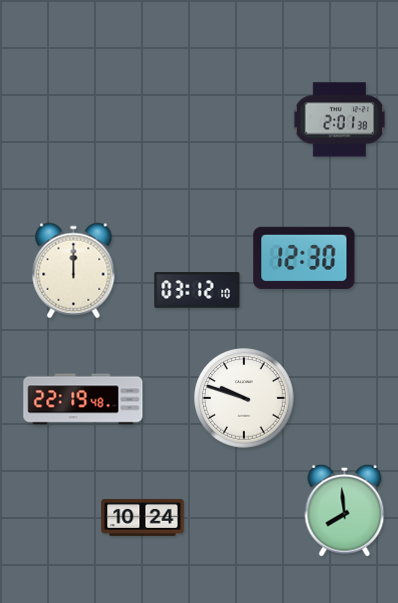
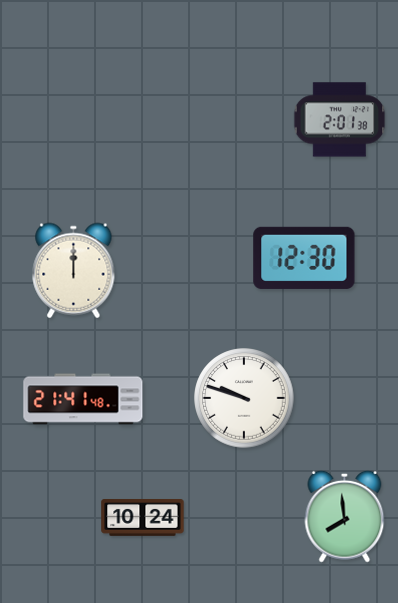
clock at (197, 290): 03:12 -> none
clock at (83, 399): 22:19 -> 21:41
clock at (345, 510) position: (345, 510) -> (345, 516)
